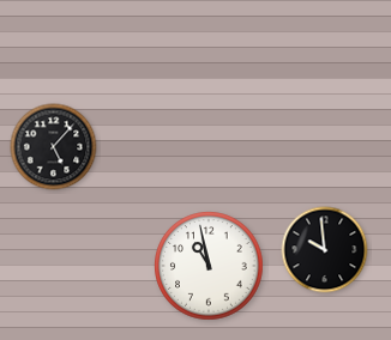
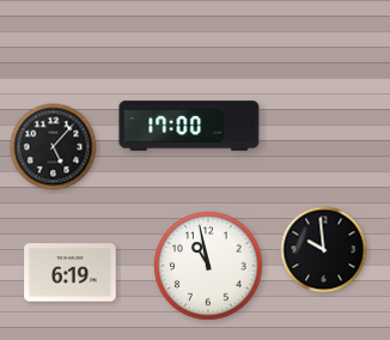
clock at (189, 126): none -> 17:00
clock at (71, 273): none -> 6:19
